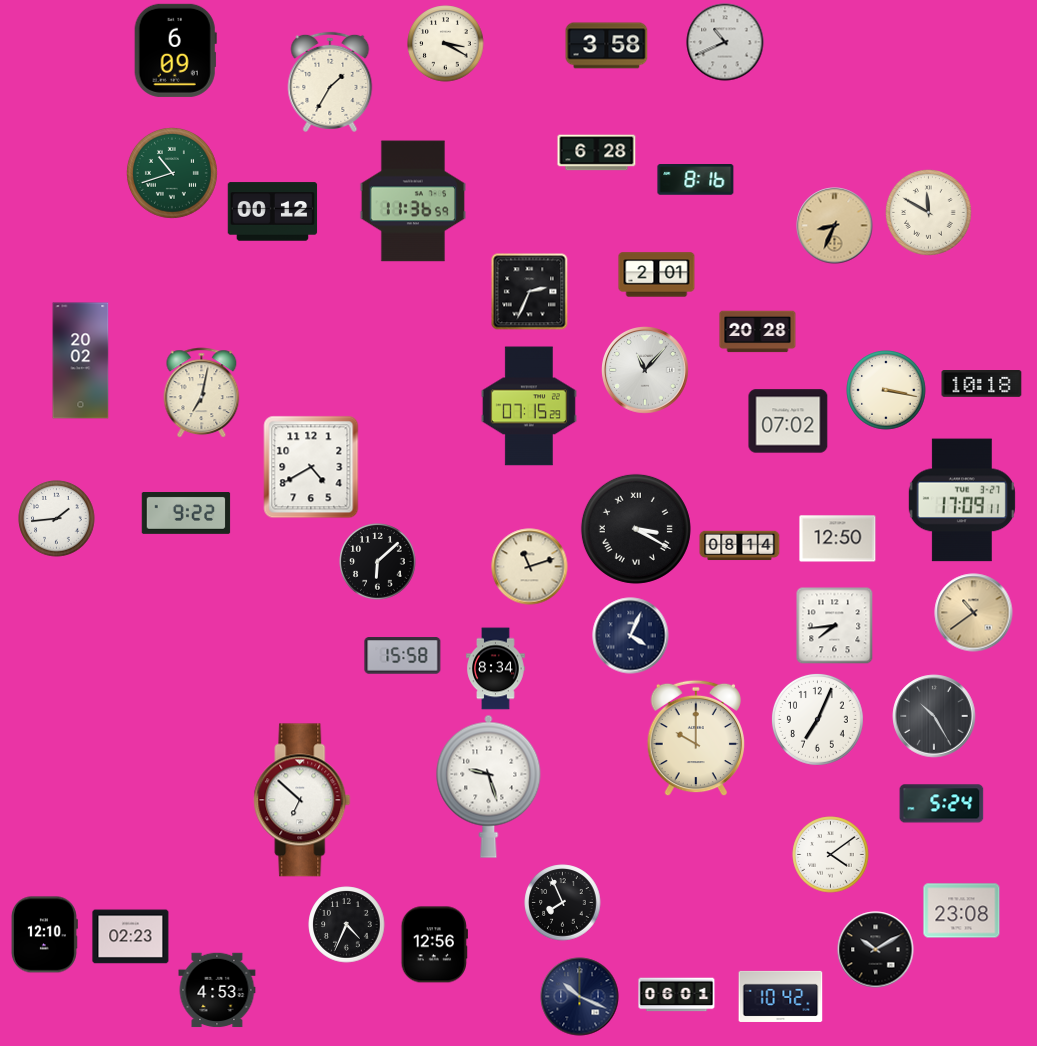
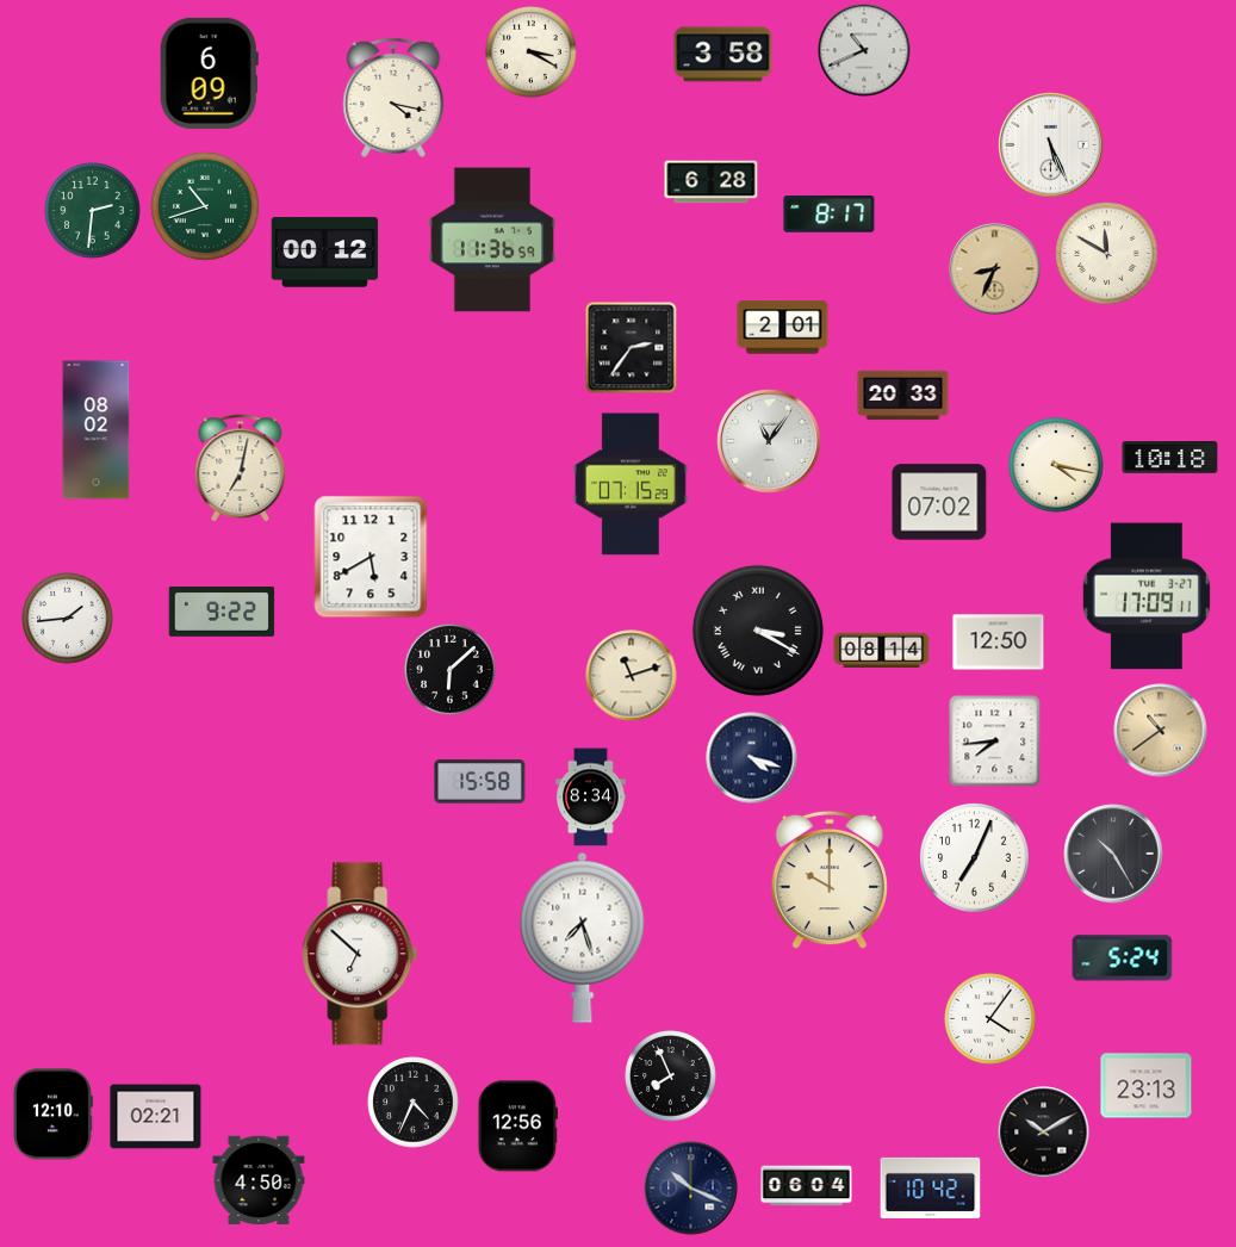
clock at (175, 50) position: (175, 50) -> (209, 73)
clock at (330, 82): 1:35 -> 4:17
clock at (1051, 145): none -> 5:26
clock at (93, 211): none -> 2:31
clock at (696, 180): 8:16 -> 8:17
clock at (530, 292): 2:34 -> 2:36
clock at (758, 332): 20:28 -> 20:33
clock at (81, 361): 20:02 -> 08:02
clock at (645, 370): 11:07 -> 11:06
clock at (886, 390): 3:17 -> 4:17
clock at (311, 467): 4:40 -> 5:40
clock at (834, 625) position: (834, 625) -> (994, 740)
clock at (631, 636): 4:04 -> 4:18
clock at (489, 786): 9:27 -> 7:27
clock at (831, 855): 4:09 -> 4:06
clock at (962, 911): 23:08 -> 23:13
clock at (131, 937): 02:23 -> 02:21
clock at (217, 990): 4:53 -> 4:50
clock at (677, 995): 06:01 -> 06:04
